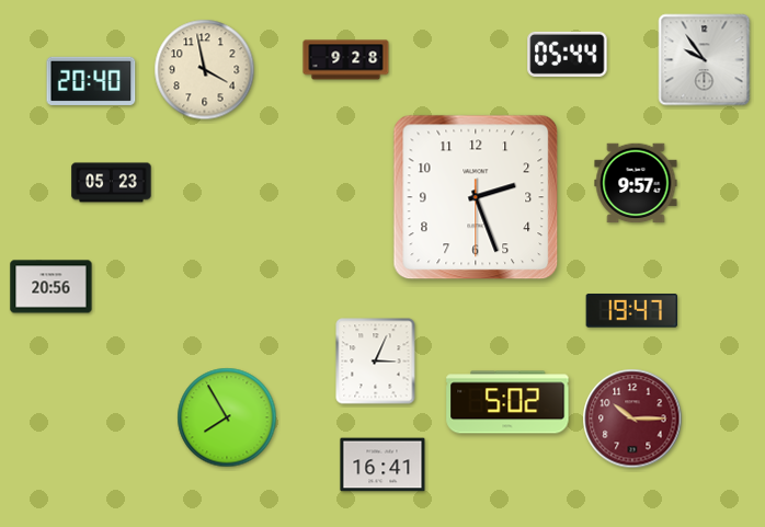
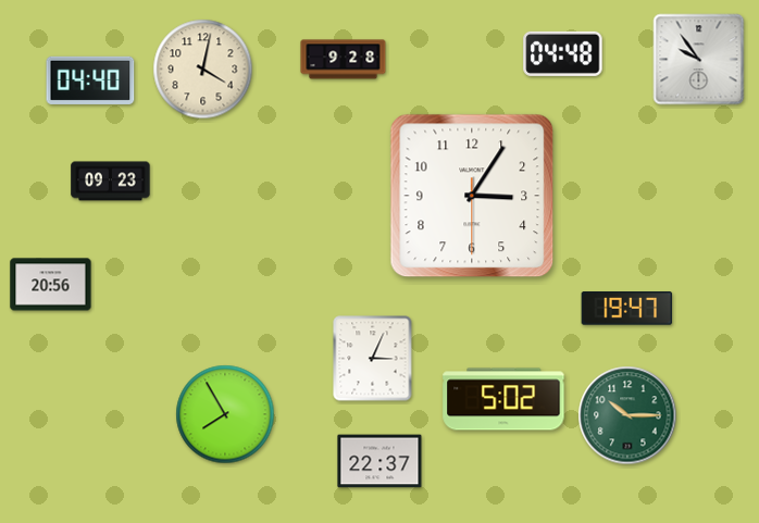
clock at (568, 54): 05:44 -> 04:48
clock at (205, 70): 3:58 -> 4:02
clock at (91, 81): 20:40 -> 04:40
clock at (112, 183): 05:23 -> 09:23
clock at (636, 183): 9:57 -> none
clock at (476, 197): 2:26 -> 3:05
clock at (632, 419) dial: burgundy -> green
clock at (382, 465): 16:41 -> 22:37
